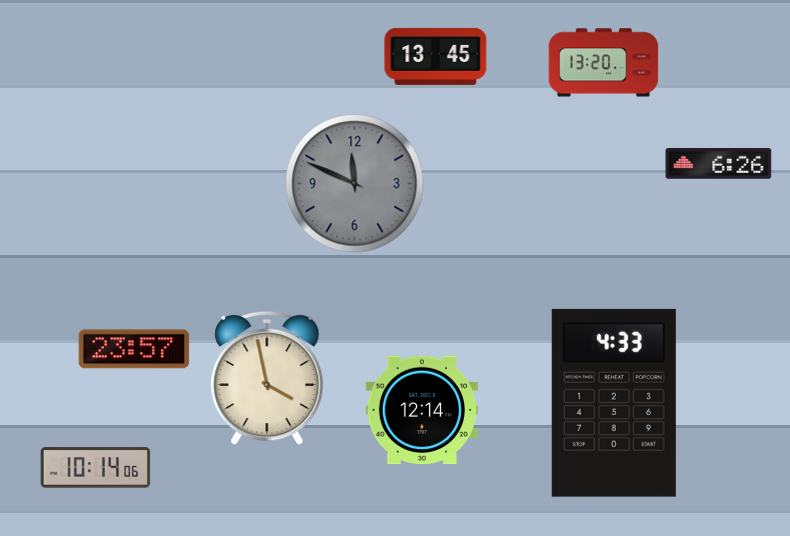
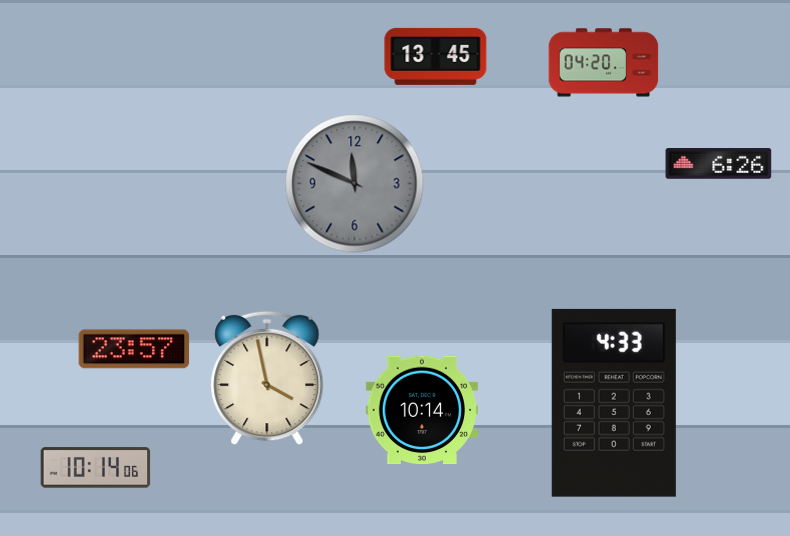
clock at (604, 63): 13:20 -> 04:20
clock at (421, 410): 12:14 -> 10:14
